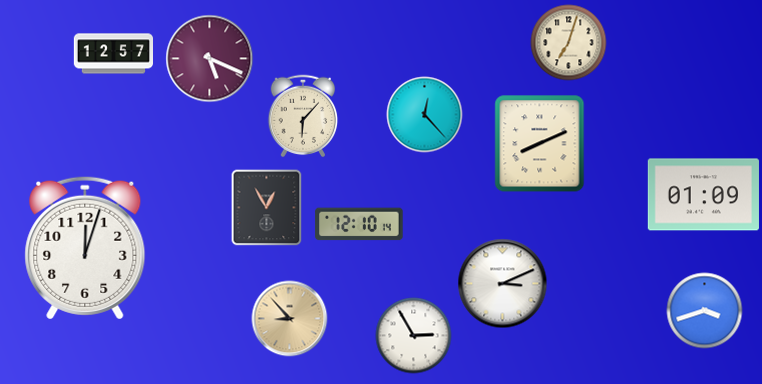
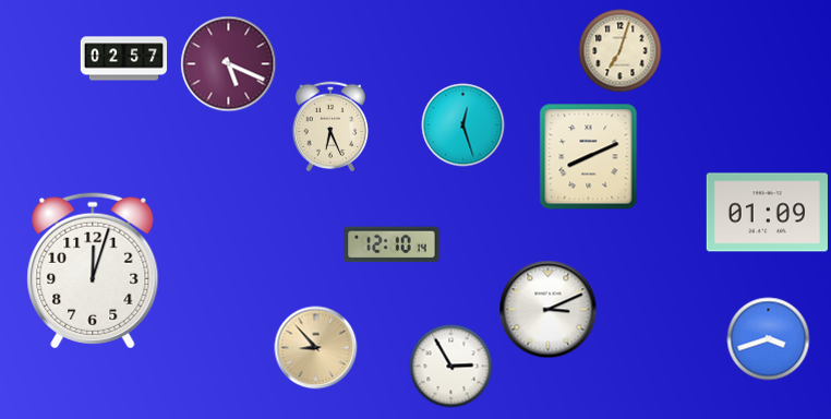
clock at (569, 43) position: (569, 43) -> (621, 51)
clock at (113, 54): 12:57 -> 02:57
clock at (425, 115): 12:23 -> 12:27
clock at (303, 116): 6:07 -> 6:26
clock at (267, 208): 12:55 -> none
